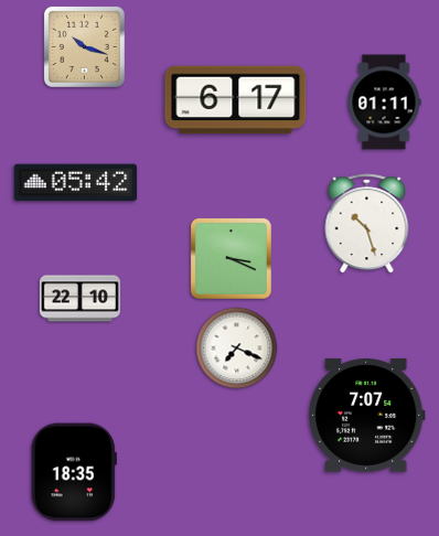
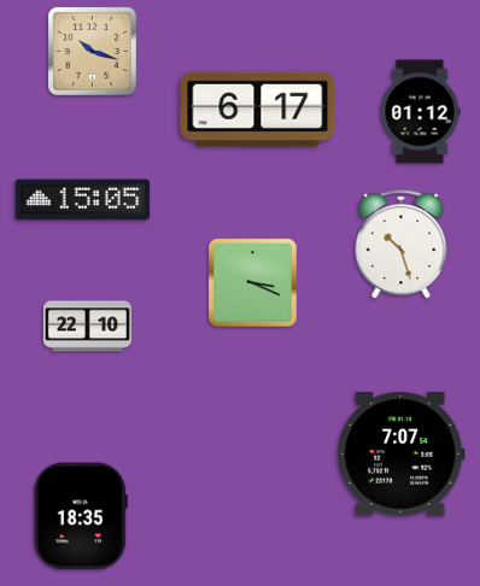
clock at (384, 103): 01:11 -> 01:12
clock at (76, 183): 05:42 -> 15:05
clock at (237, 349): 7:19 -> none
